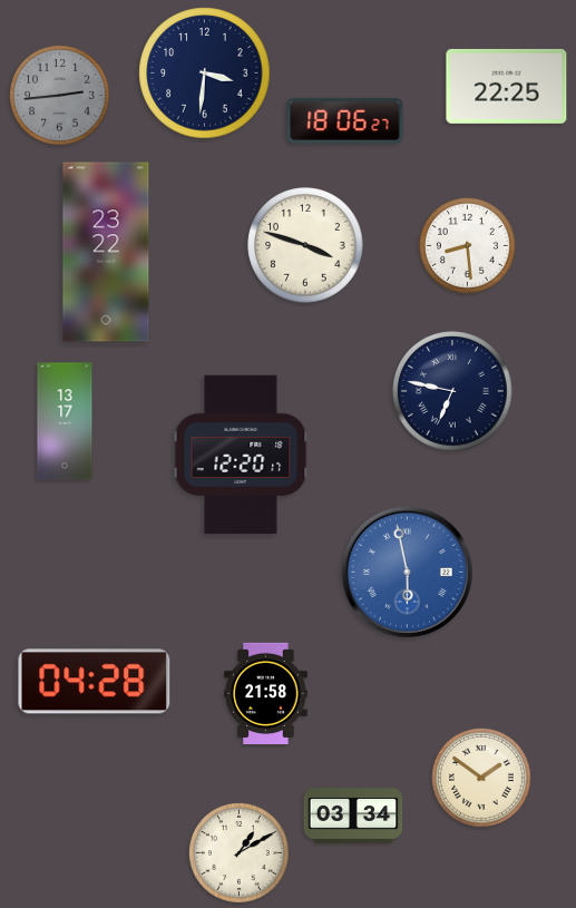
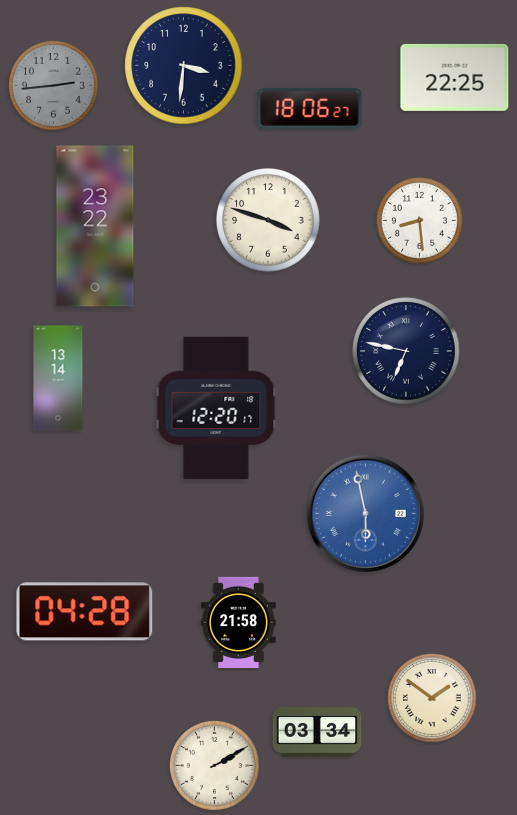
clock at (305, 245) position: (305, 245) -> (268, 220)
clock at (65, 421): 13:17 -> 13:14
clock at (238, 852): 1:10 -> 2:10
